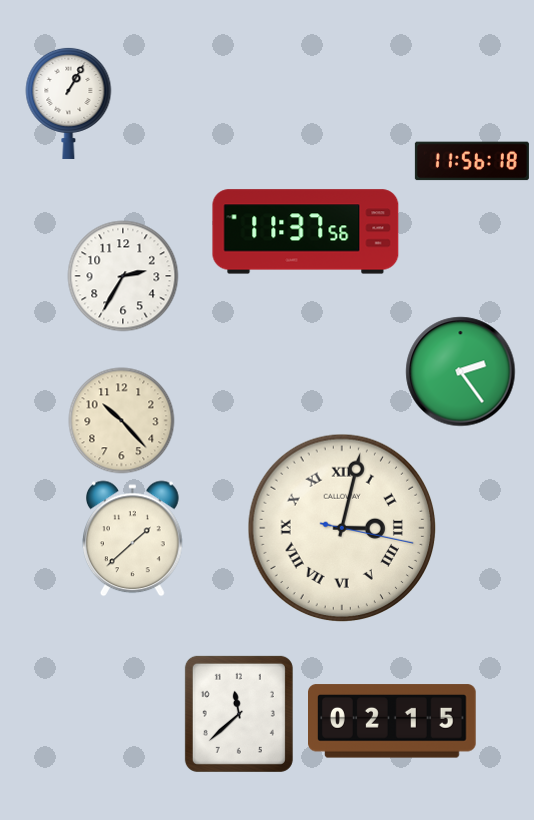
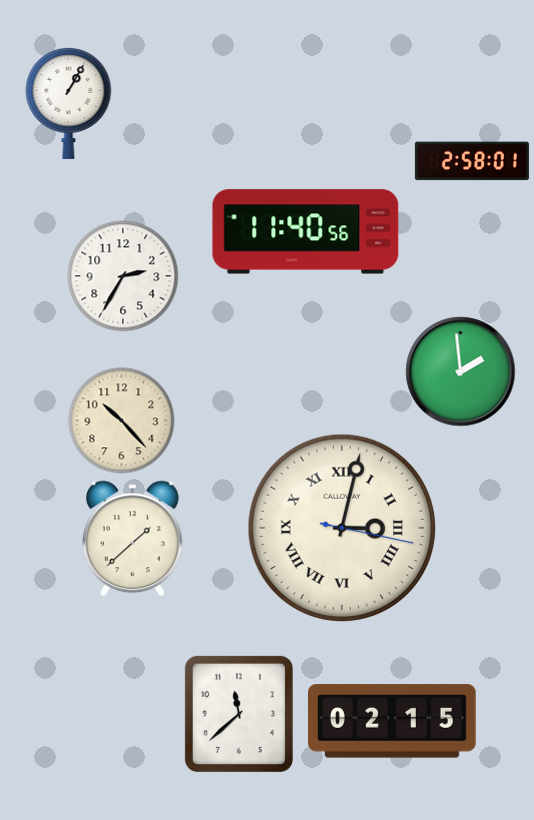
clock at (472, 161): 11:56 -> 2:58
clock at (306, 232): 11:37 -> 11:40
clock at (461, 372): 2:24 -> 1:59
